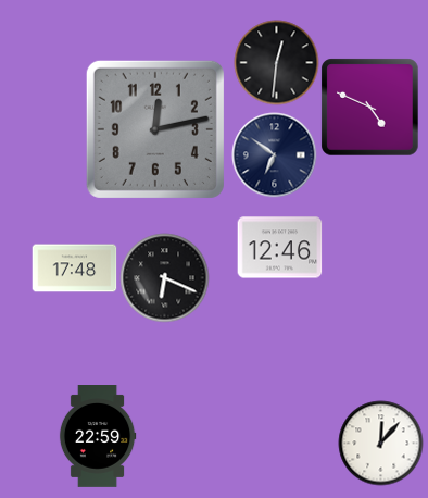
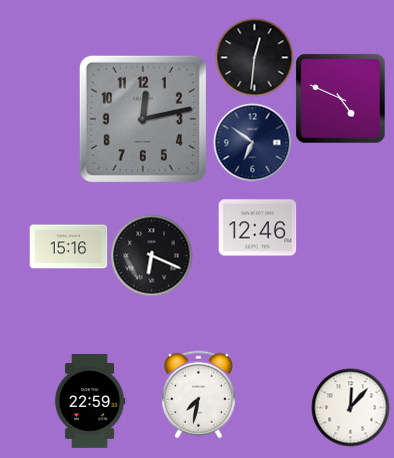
clock at (74, 269): 17:48 -> 15:16
clock at (198, 394): none -> 7:32
